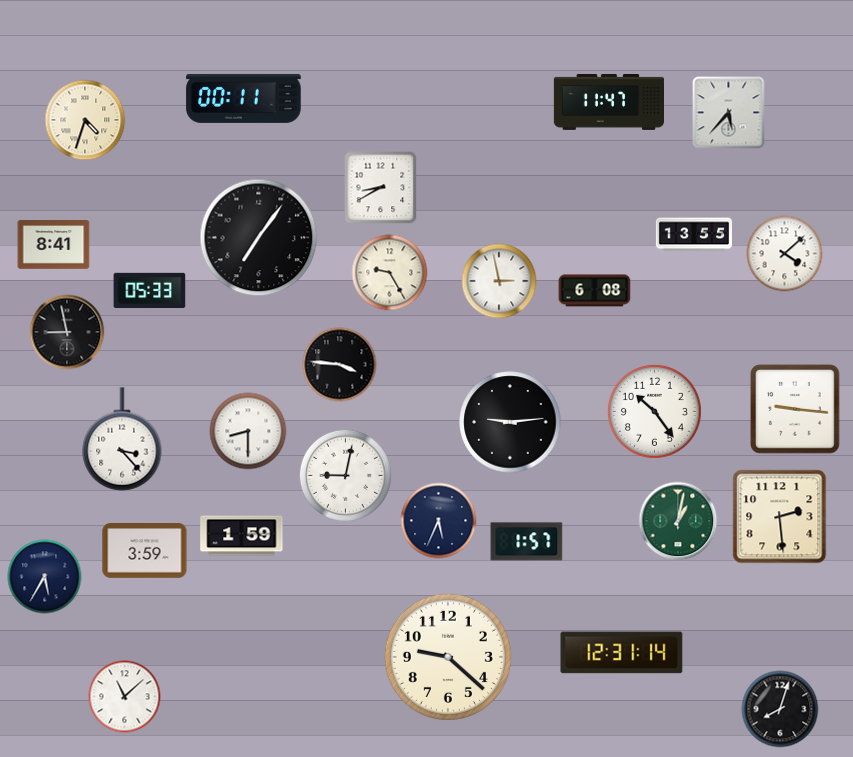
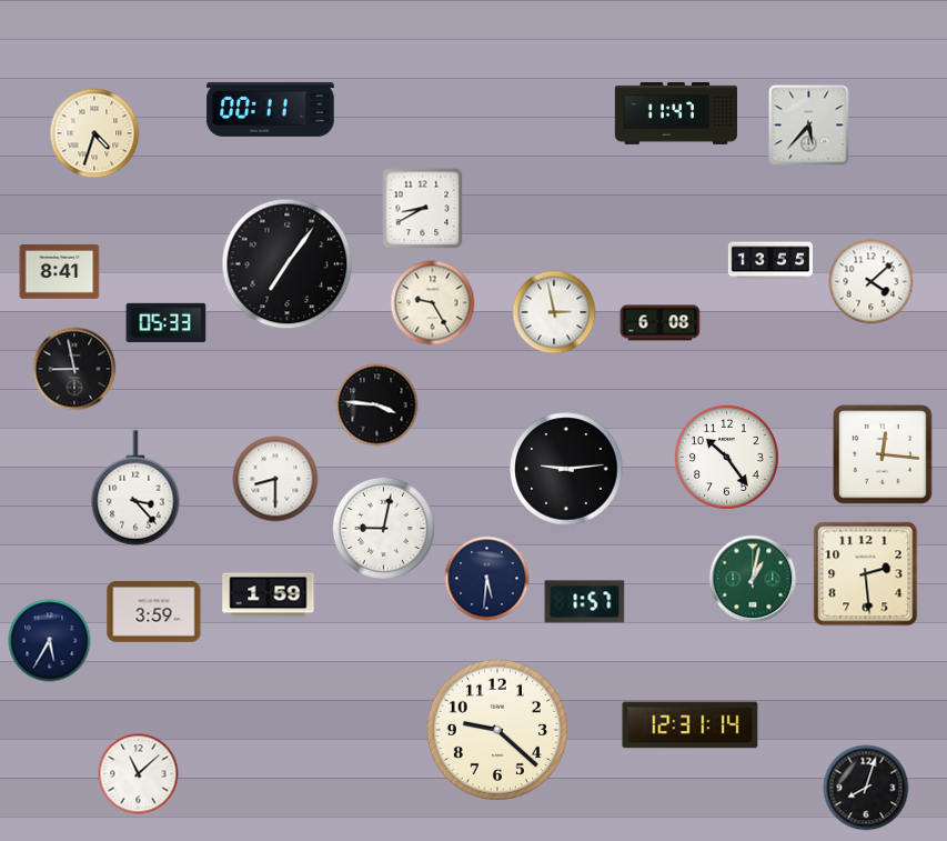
clock at (795, 409): 9:16 -> 12:16
clock at (439, 521): 5:34 -> 5:31
clock at (145, 551) position: (145, 551) -> (154, 612)
